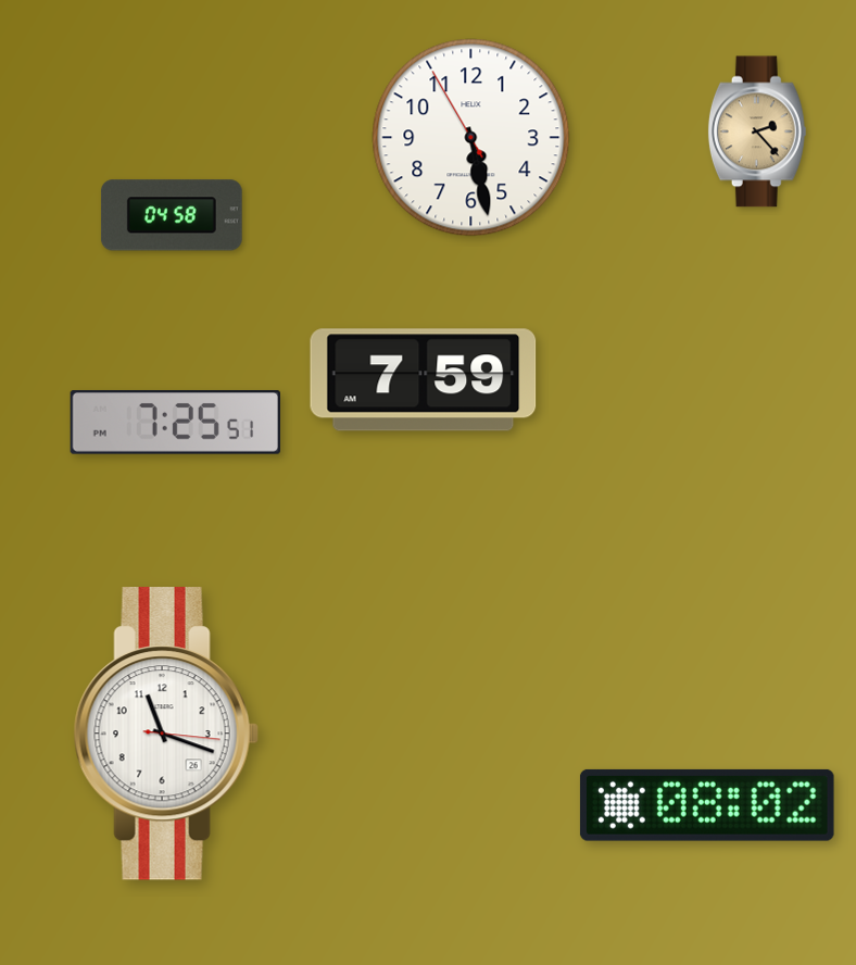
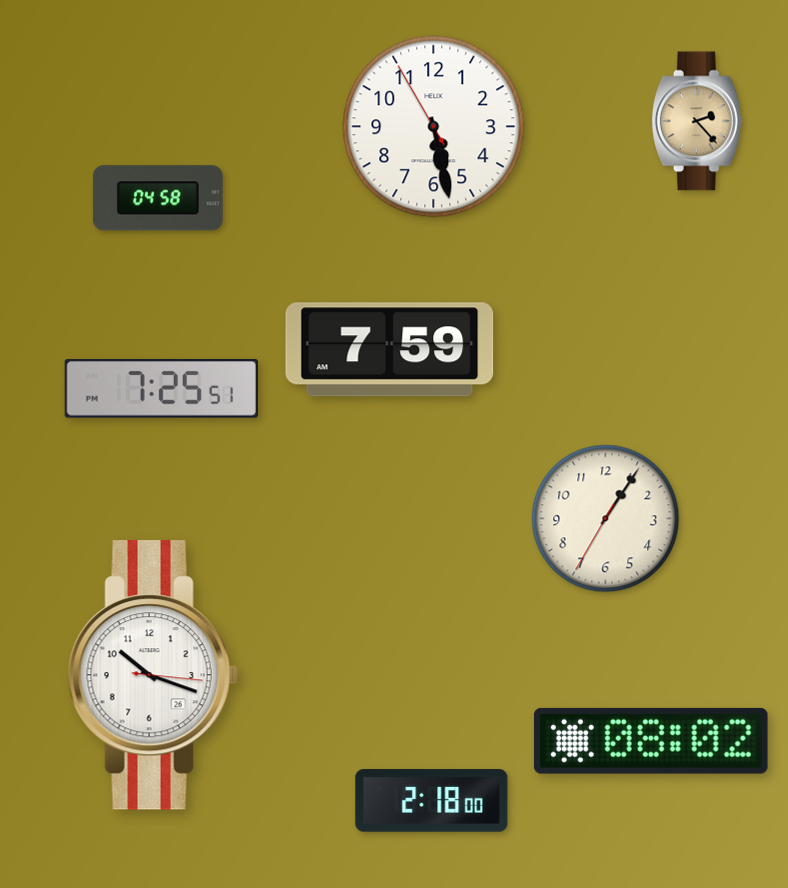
clock at (606, 519): none -> 1:05
clock at (166, 734): 11:18 -> 10:18
clock at (432, 801): none -> 2:18
